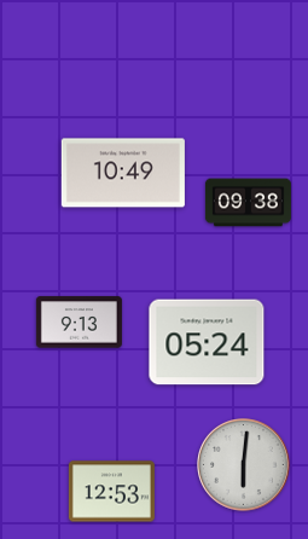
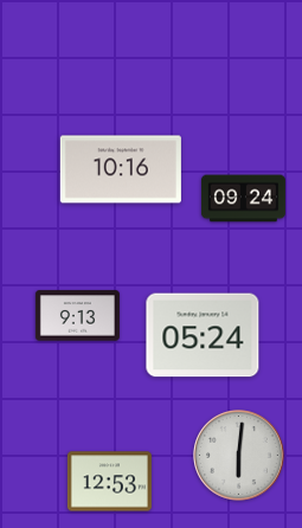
clock at (123, 173): 10:49 -> 10:16
clock at (248, 203): 09:38 -> 09:24
